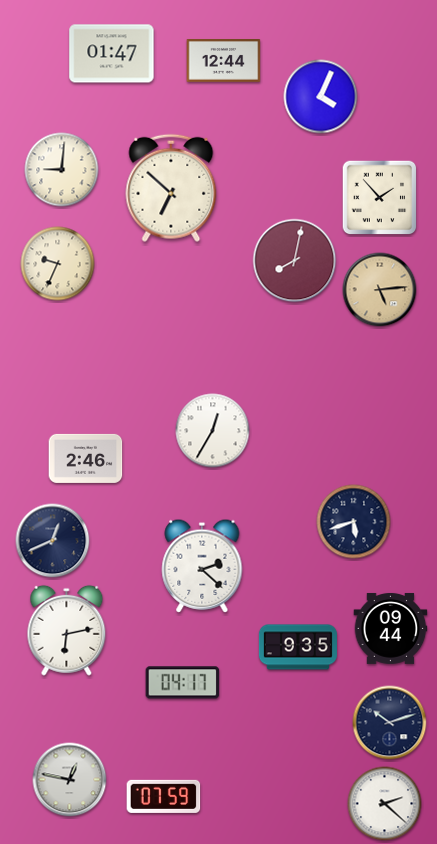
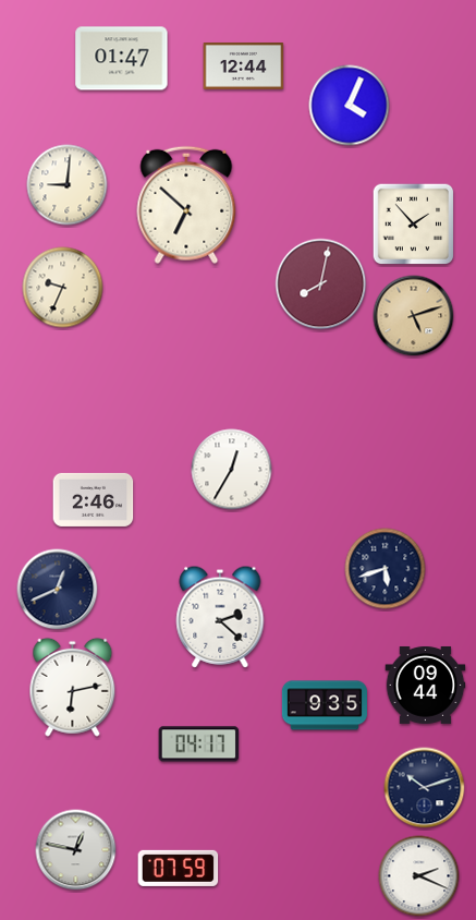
clock at (380, 198) position: (380, 198) -> (414, 225)
clock at (380, 290): 5:14 -> 5:12
clock at (385, 804): 2:22 -> 2:19
